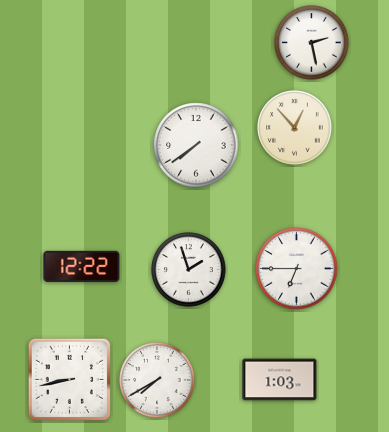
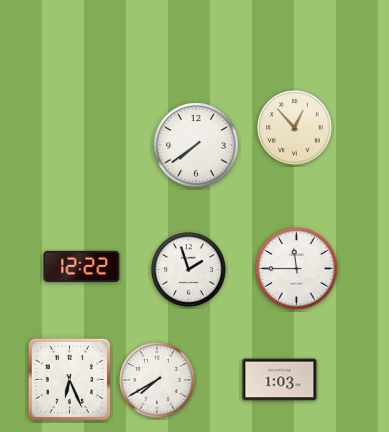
clock at (312, 43): 2:28 -> none
clock at (297, 269): 6:45 -> 11:45
clock at (69, 379): 8:43 -> 6:26
